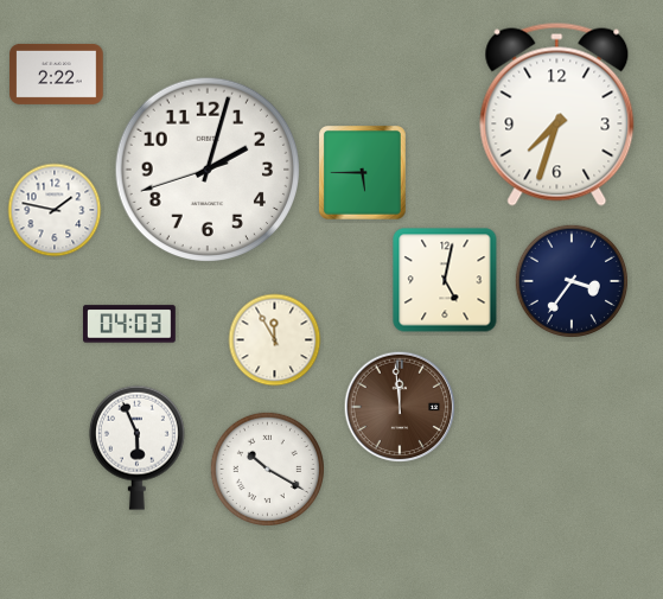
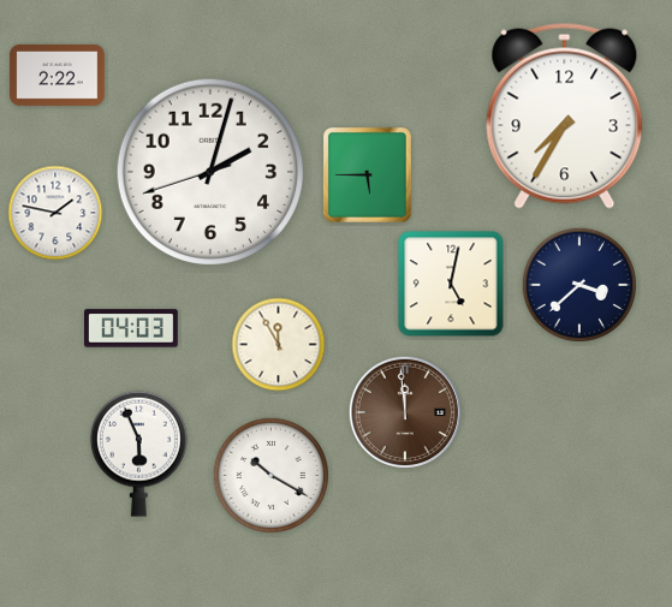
clock at (557, 114): 7:33 -> 7:35
clock at (570, 280): 3:36 -> 3:38
